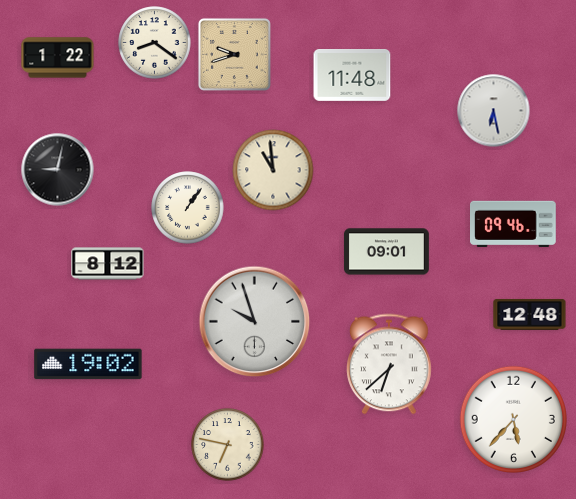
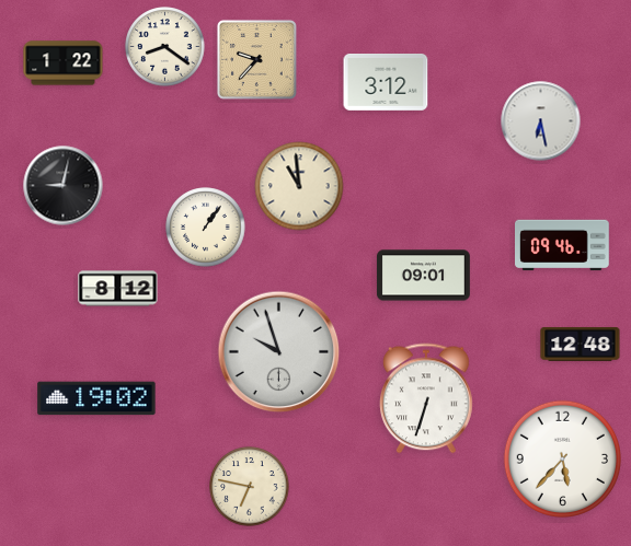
clock at (155, 43) position: (155, 43) -> (165, 47)
clock at (234, 54): 9:42 -> 9:37
clock at (352, 76): 11:48 -> 3:12
clock at (390, 364): 6:38 -> 6:33
